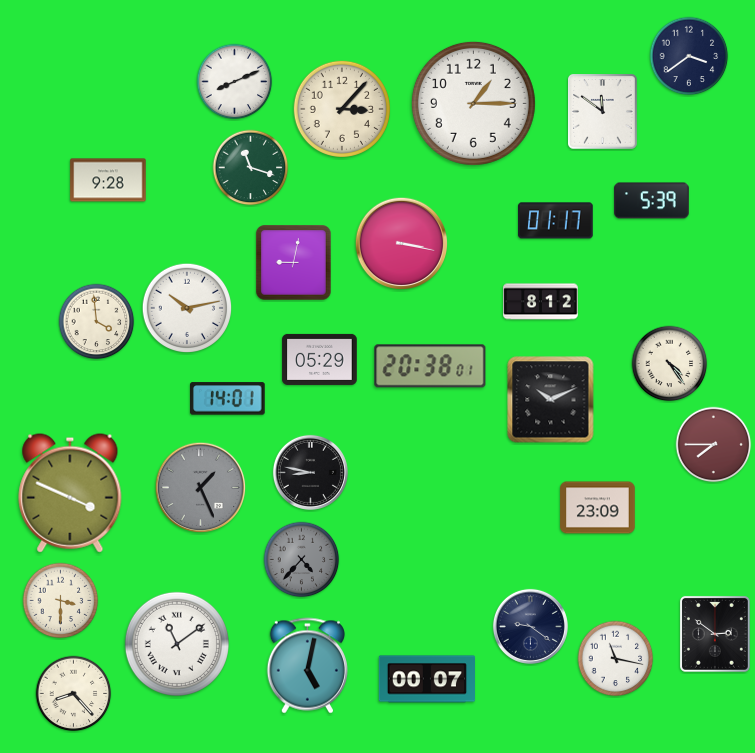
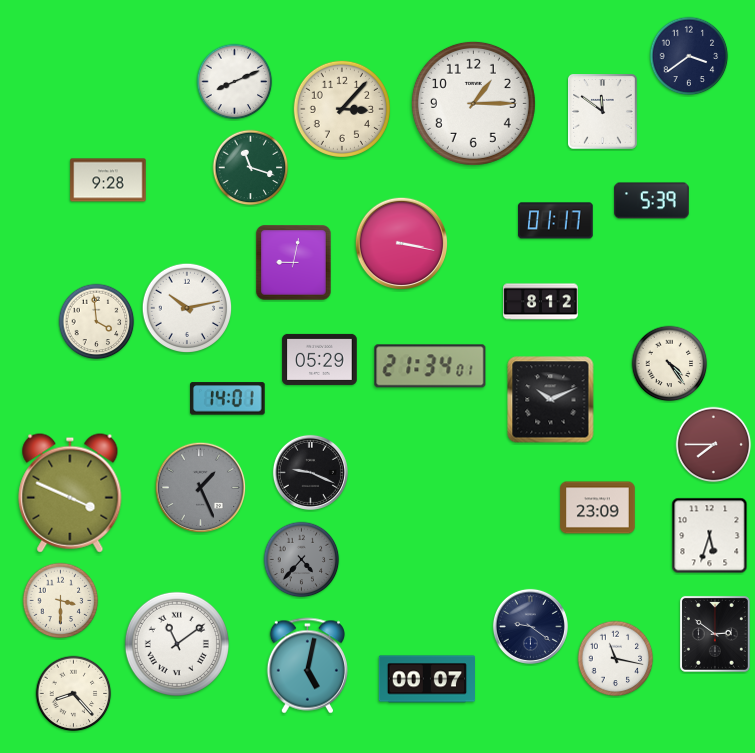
clock at (430, 366): 20:38 -> 21:34
clock at (310, 472): 8:47 -> 9:19
clock at (710, 536): none -> 5:33
